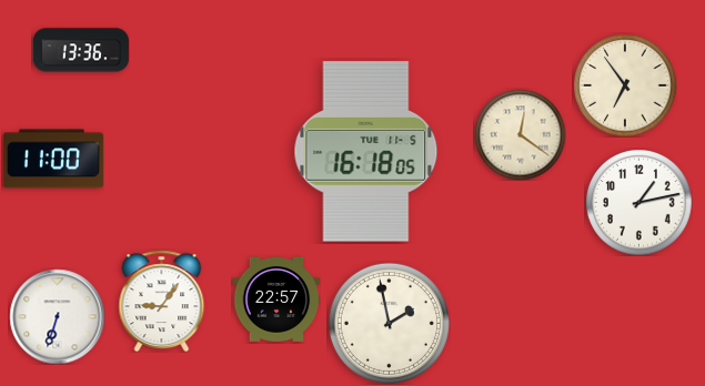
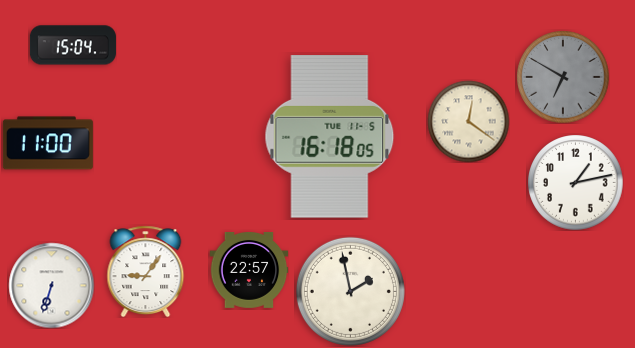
clock at (81, 50): 13:36 -> 15:04
clock at (625, 85): 6:54 -> 6:50
clock at (625, 85) dial: cream -> grey
